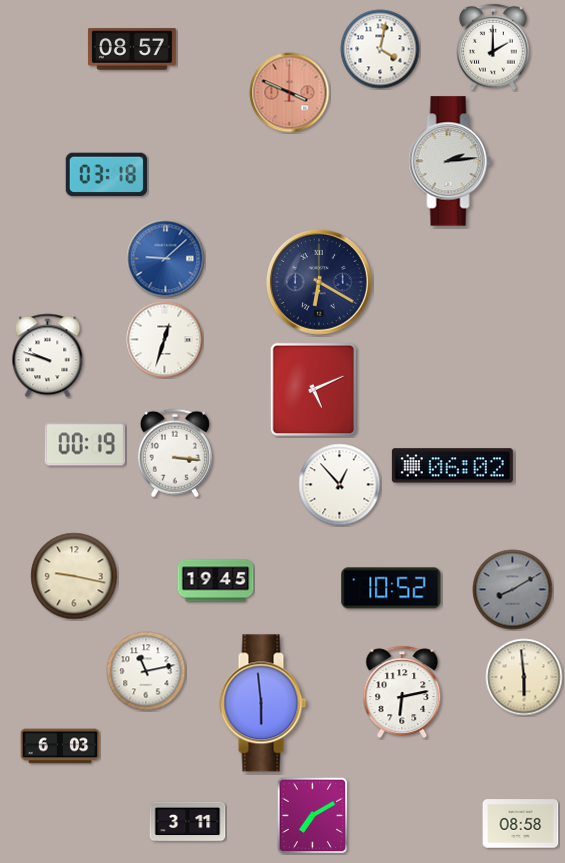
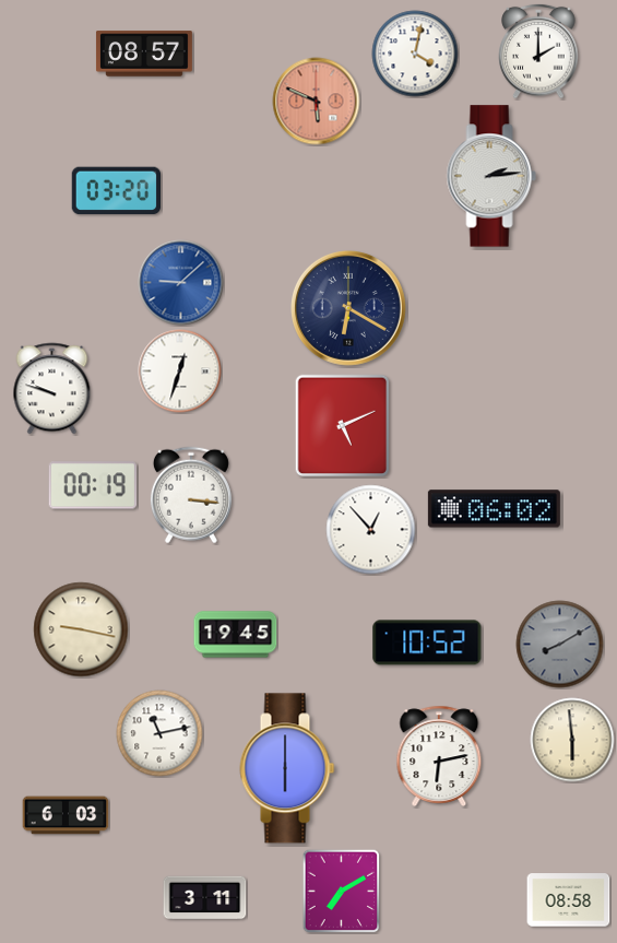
clock at (290, 93): 3:49 -> 5:49
clock at (106, 175): 03:18 -> 03:20
clock at (263, 703): 5:59 -> 6:00
